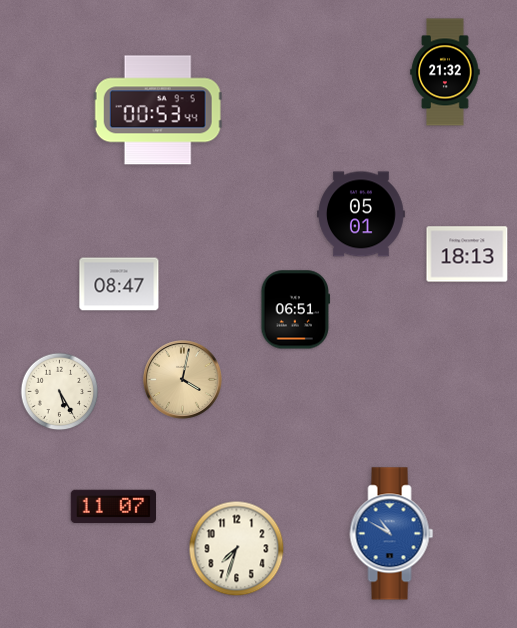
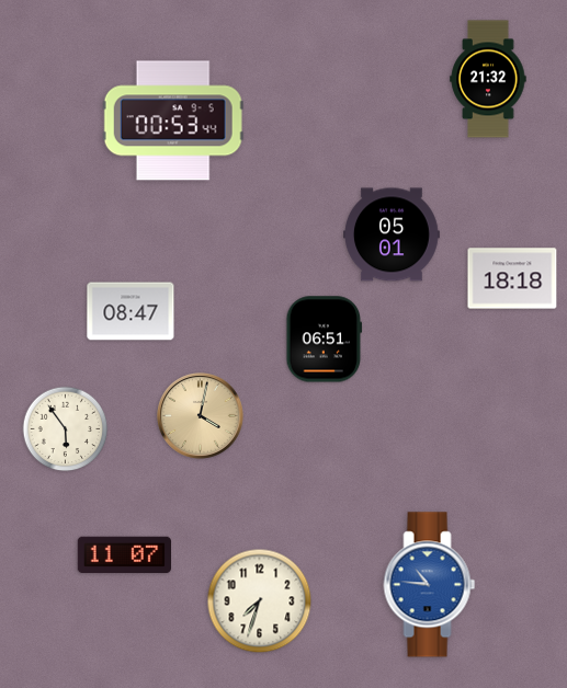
clock at (362, 214) position: (362, 214) -> (393, 234)
clock at (467, 254): 18:13 -> 18:18
clock at (60, 392): 5:25 -> 5:54
clock at (392, 534): 10:50 -> 10:46
